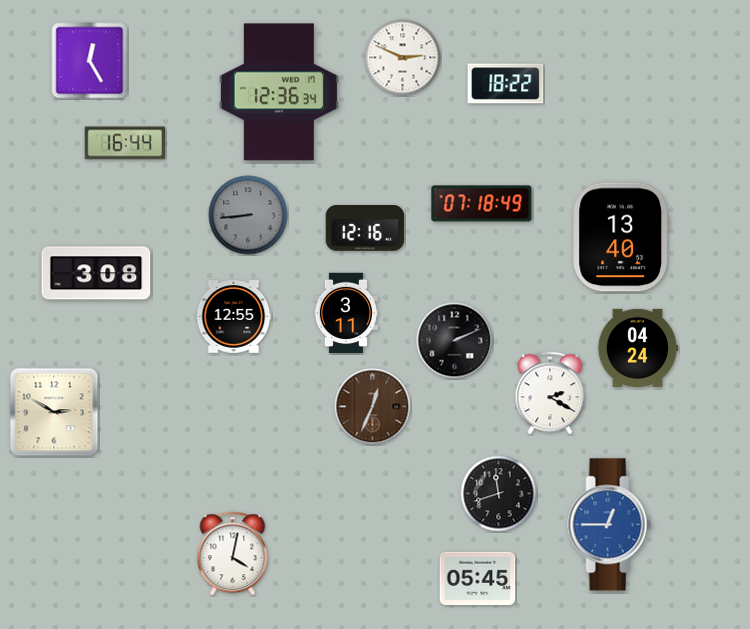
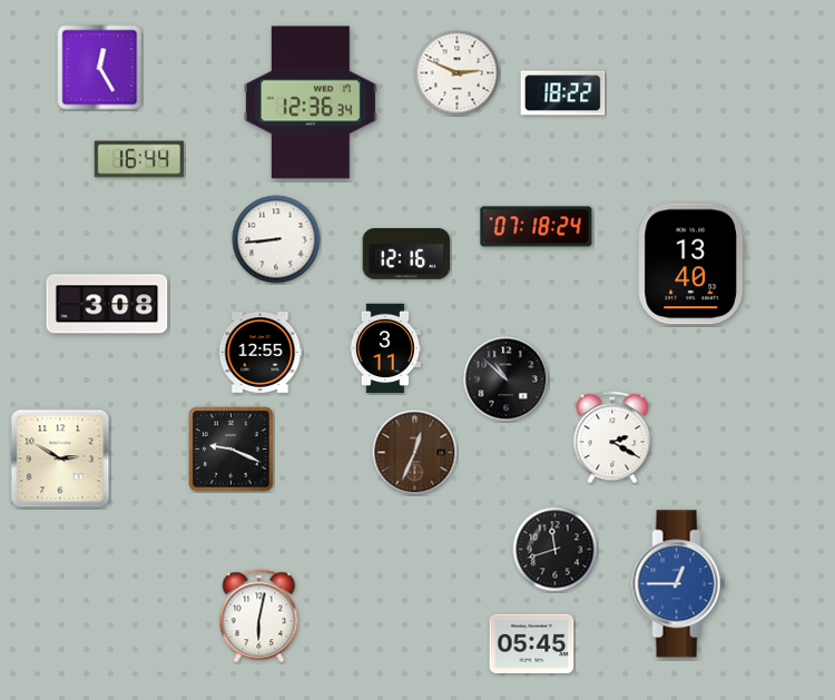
clock at (403, 58) position: (403, 58) -> (458, 73)
clock at (482, 204): 07:18:49 -> 07:18:24
clock at (248, 215) dial: grey -> white
clock at (455, 341): 2:11 -> 10:52
clock at (638, 348): 04:24 -> none
clock at (232, 450): none -> 9:19
clock at (233, 554): 4:02 -> 6:02
